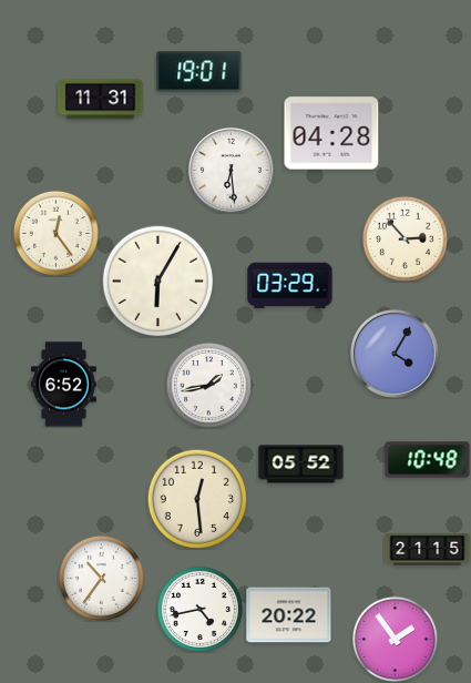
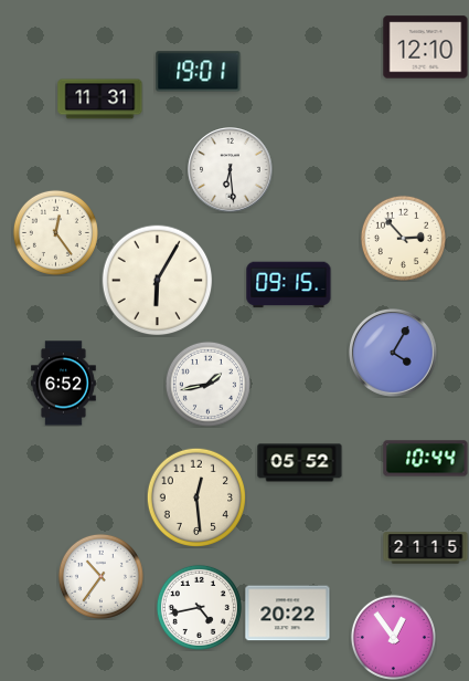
clock at (426, 48): none -> 12:10
clock at (331, 133): 04:28 -> none
clock at (290, 286): 03:29 -> 09:15
clock at (428, 460): 10:48 -> 10:44
clock at (395, 639): 1:54 -> 12:54
